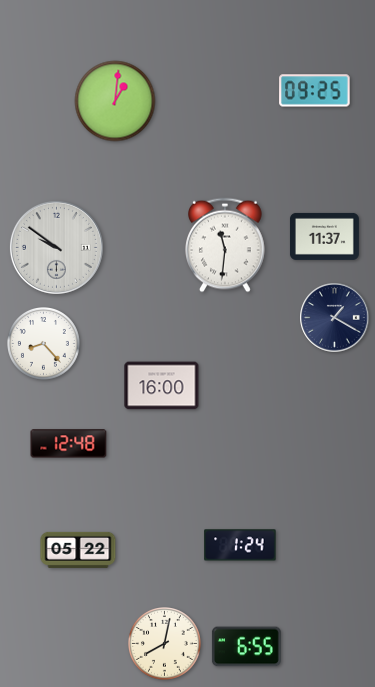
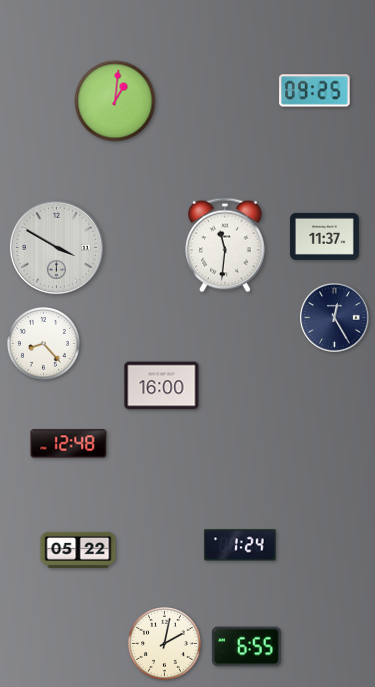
clock at (56, 247): 9:51 -> 3:50
clock at (335, 318): 1:20 -> 12:25
clock at (165, 644): 8:02 -> 2:02
